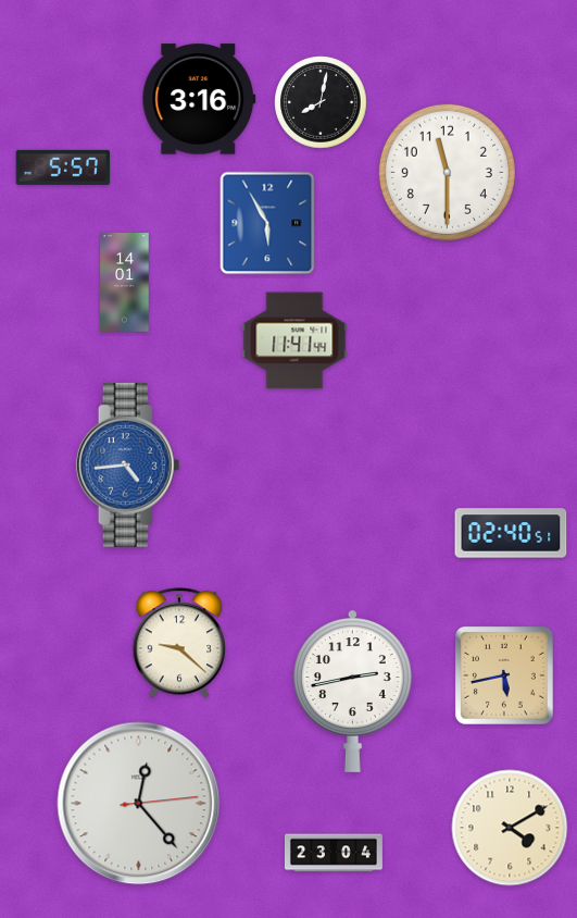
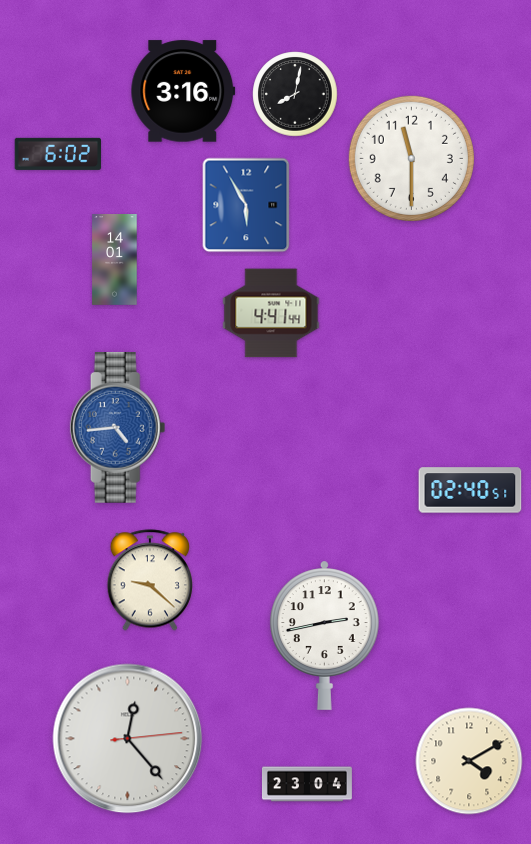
clock at (63, 168): 5:57 -> 6:02
clock at (294, 340): 11:41 -> 4:41
clock at (178, 643) position: (178, 643) -> (149, 580)
clock at (504, 675): 5:43 -> none
